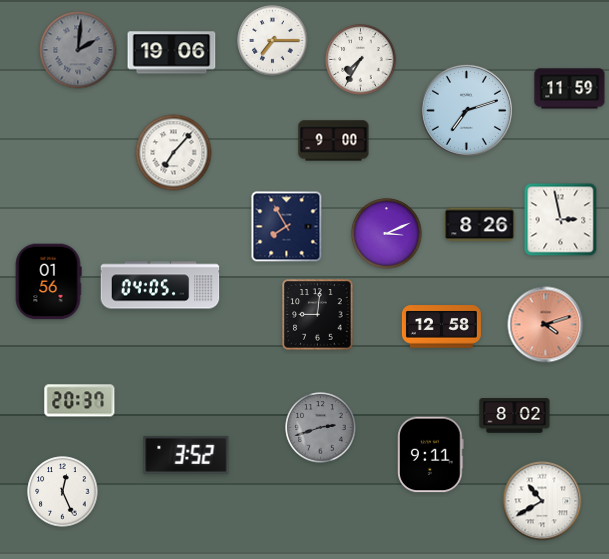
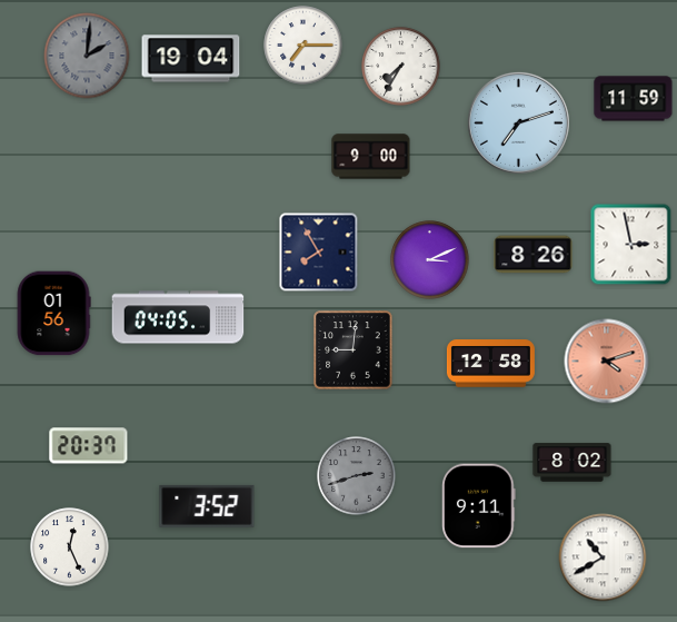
clock at (172, 53): 19:06 -> 19:04
clock at (174, 153): 7:07 -> none
clock at (561, 220) position: (561, 220) -> (631, 245)
clock at (480, 225) position: (480, 225) -> (534, 255)
